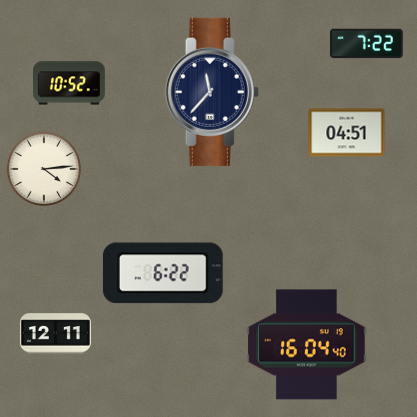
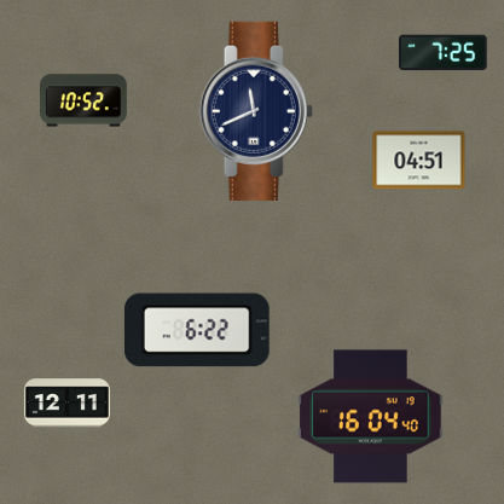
clock at (367, 44): 7:22 -> 7:25
clock at (212, 92): 11:37 -> 11:41
clock at (44, 169): 4:14 -> none
